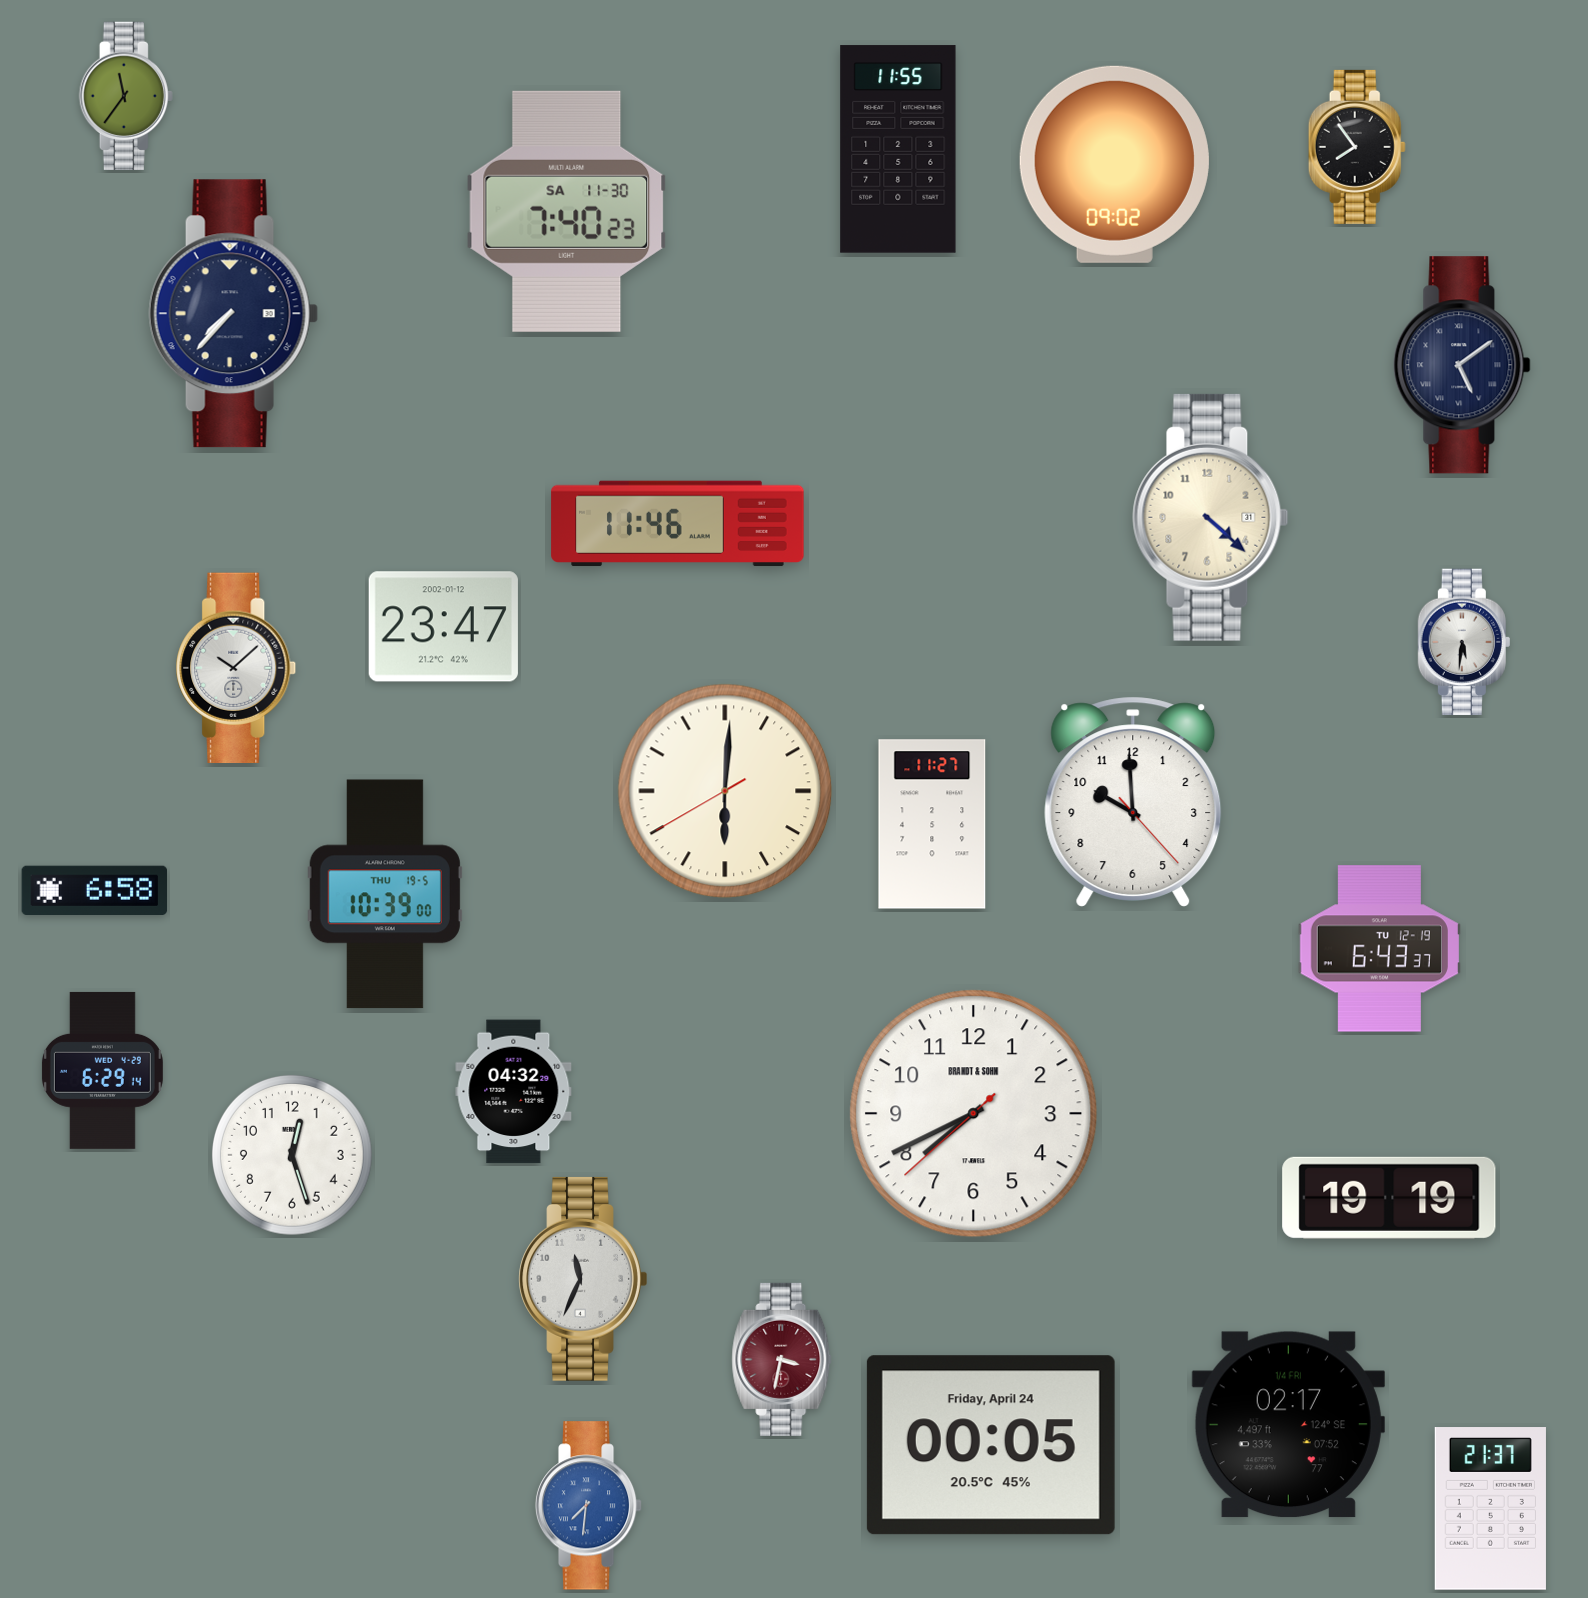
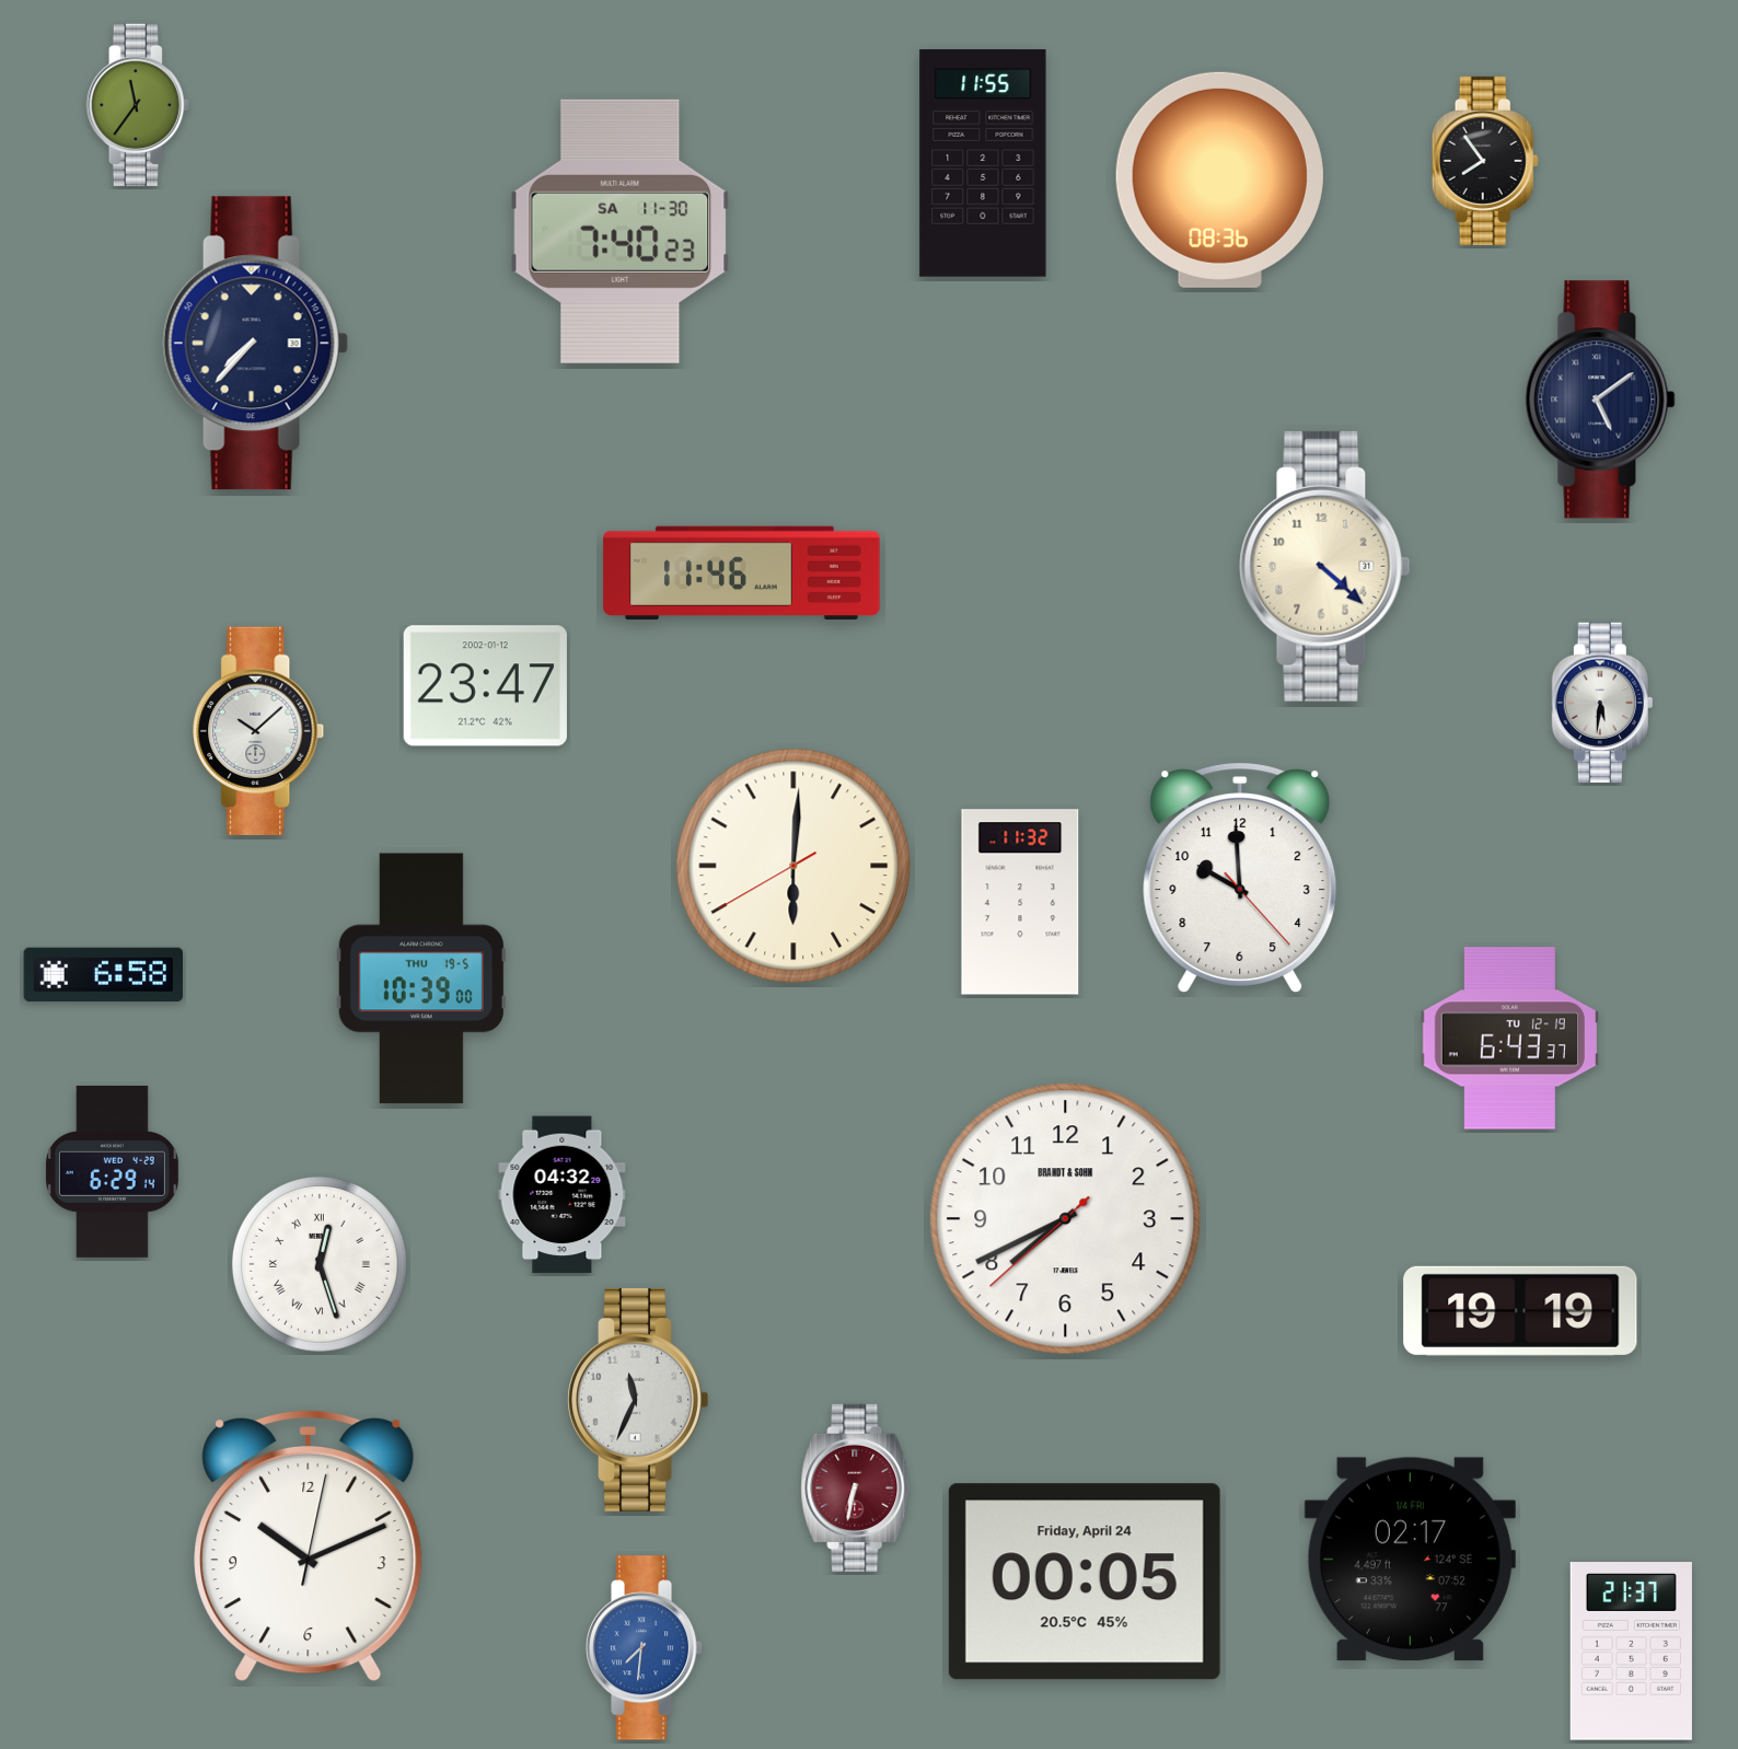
clock at (1114, 164): 09:02 -> 08:36
clock at (932, 824): 11:27 -> 11:32
clock at (292, 1155) numerals: Arabic -> Roman
clock at (782, 1359): 3:32 -> 6:32
clock at (309, 1545): none -> 10:11
